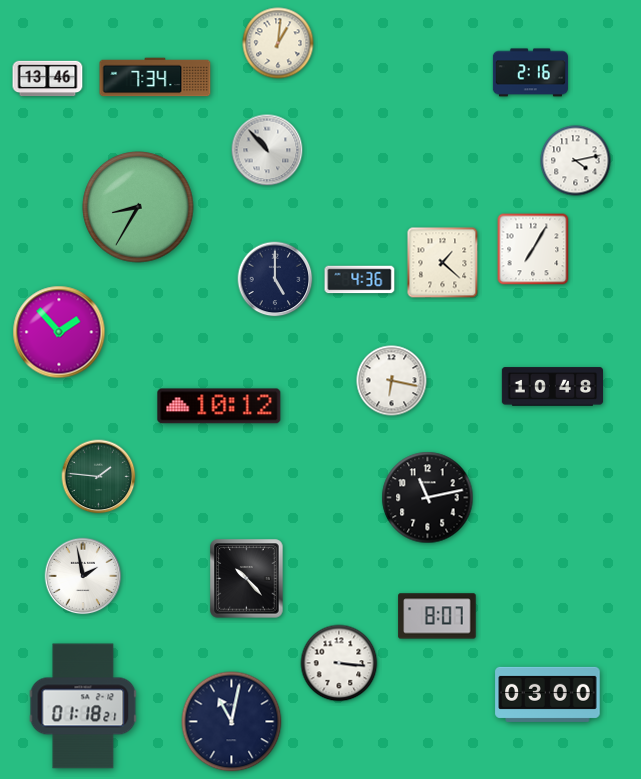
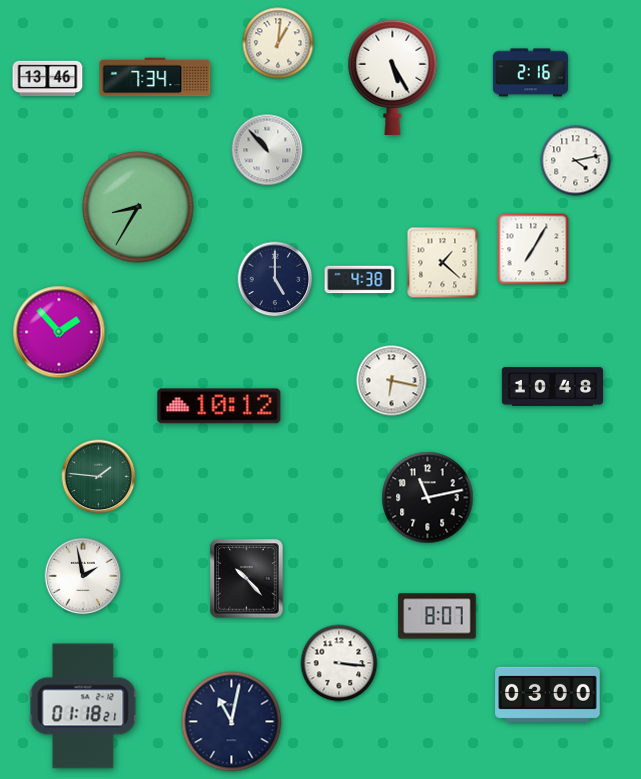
clock at (393, 77): none -> 5:25
clock at (360, 280): 4:36 -> 4:38
